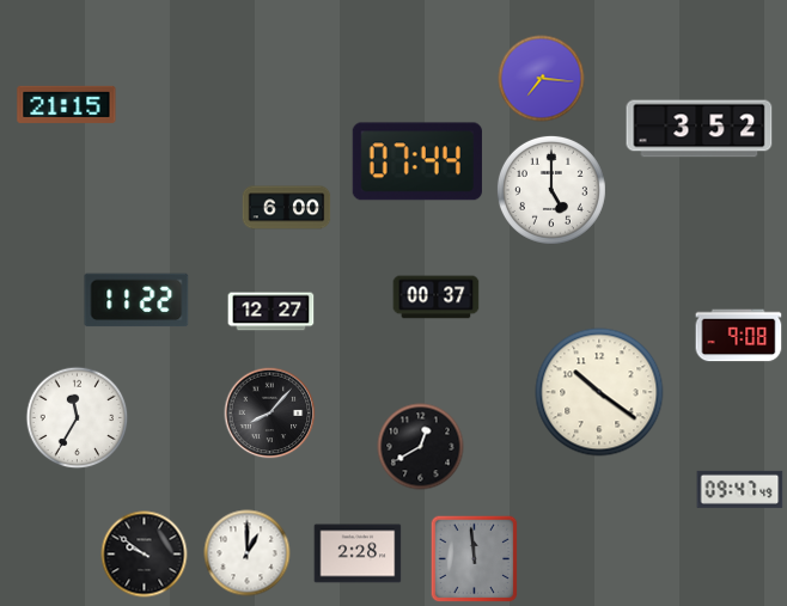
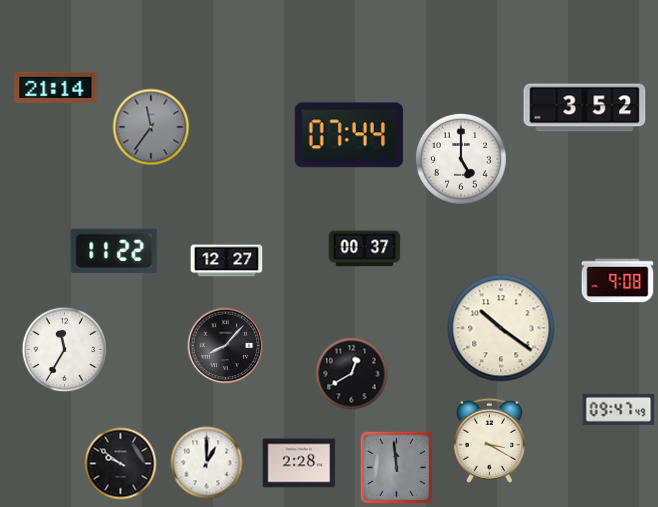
clock at (542, 79): 7:16 -> none
clock at (67, 104): 21:15 -> 21:14
clock at (151, 127): none -> 11:36
clock at (287, 208): 6:00 -> none
clock at (489, 440): none -> 3:20
